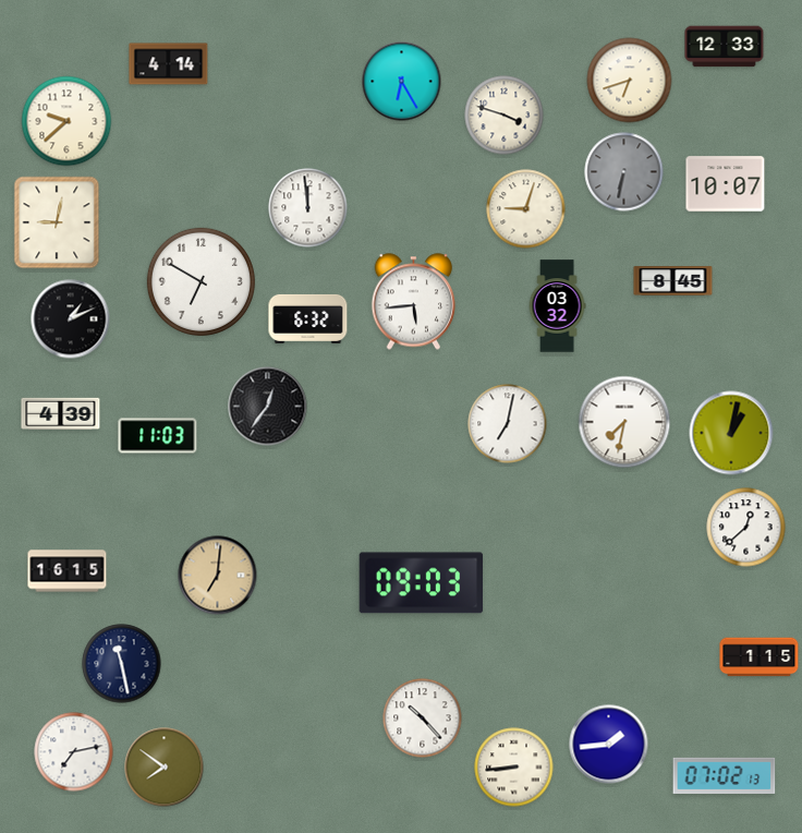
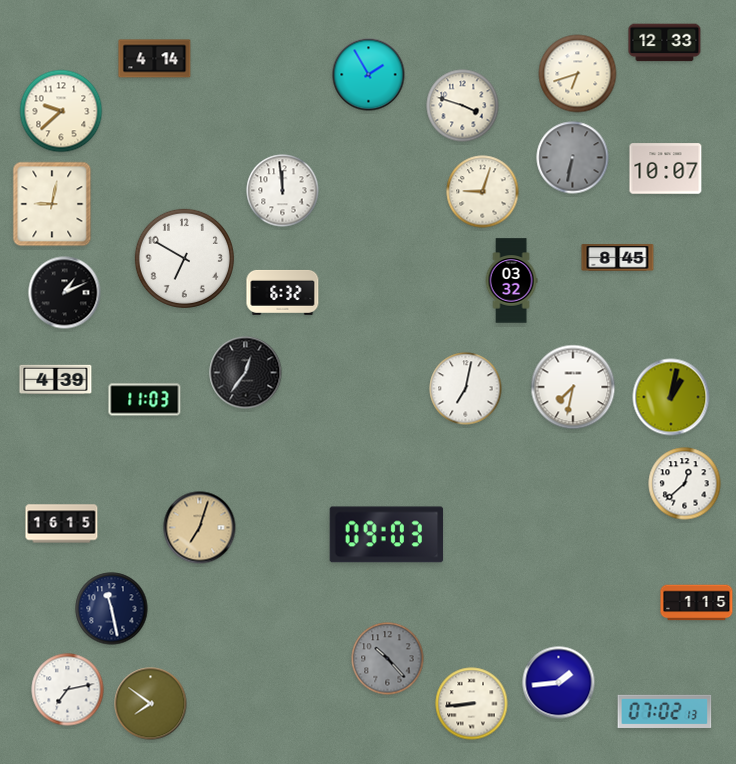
clock at (402, 82): 6:25 -> 1:55
clock at (414, 302): 5:44 -> none
clock at (218, 576): 7:01 -> 7:03
clock at (423, 719) dial: white -> grey
